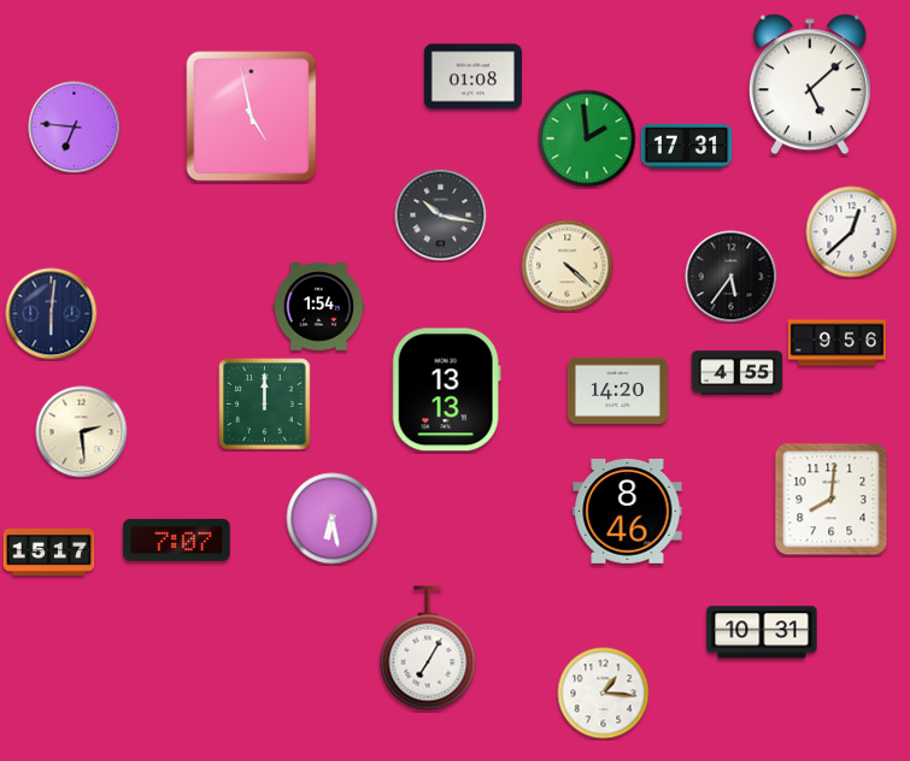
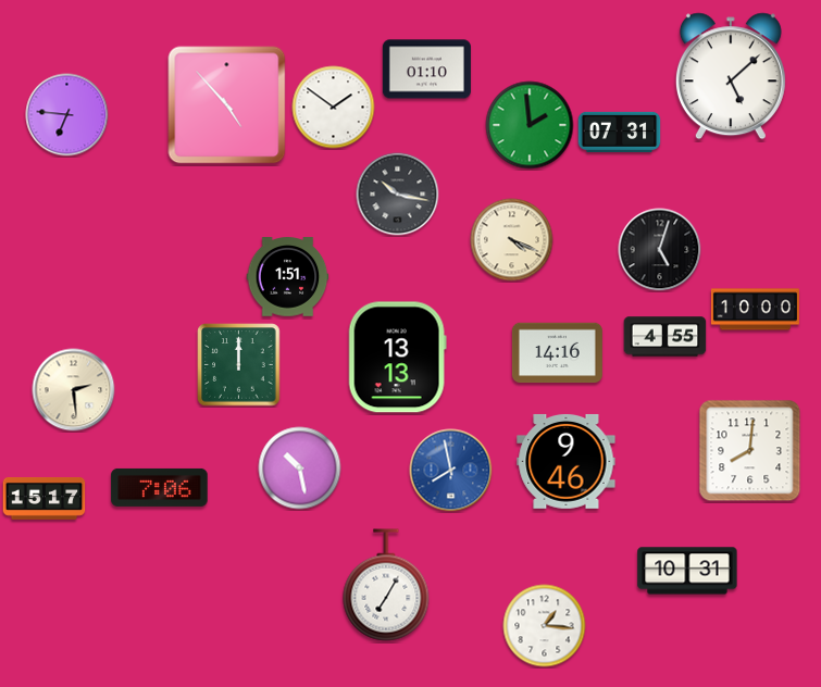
clock at (472, 77): 01:08 -> 01:10
clock at (252, 117): 4:58 -> 4:53
clock at (334, 108): none -> 1:51
clock at (687, 146): 17:31 -> 07:31
clock at (852, 232): 12:38 -> none
clock at (568, 266): 4:22 -> 4:19
clock at (732, 277): 5:36 -> 5:03
clock at (319, 307): 1:54 -> 1:51
clock at (52, 314): 6:01 -> none
clock at (836, 343): 9:56 -> 10:00
clock at (446, 390) position: (446, 390) -> (397, 358)
clock at (617, 391): 14:20 -> 14:16
clock at (628, 511): 8:46 -> 9:46
clock at (333, 519): 6:28 -> 10:28
clock at (451, 471): none -> 7:58
clock at (177, 539): 7:07 -> 7:06
